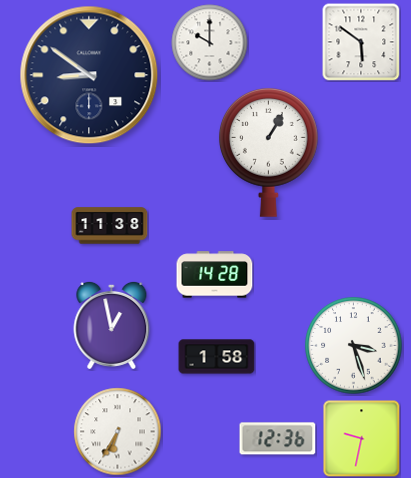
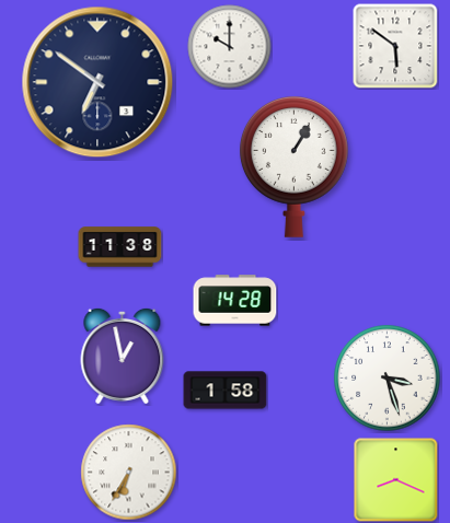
clock at (89, 75): 8:51 -> 6:51
clock at (217, 357) position: (217, 357) -> (226, 391)
clock at (278, 439): 12:36 -> none
clock at (362, 439): 9:32 -> 8:19
